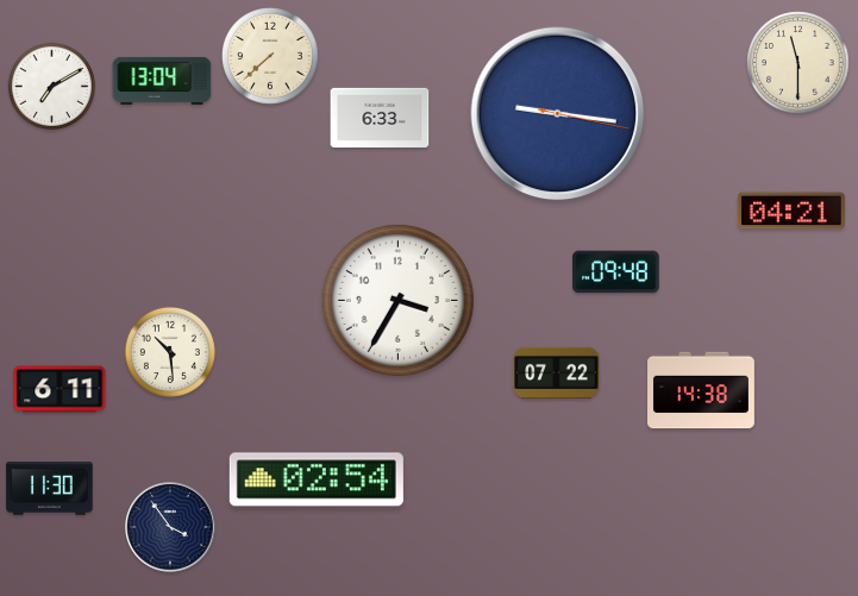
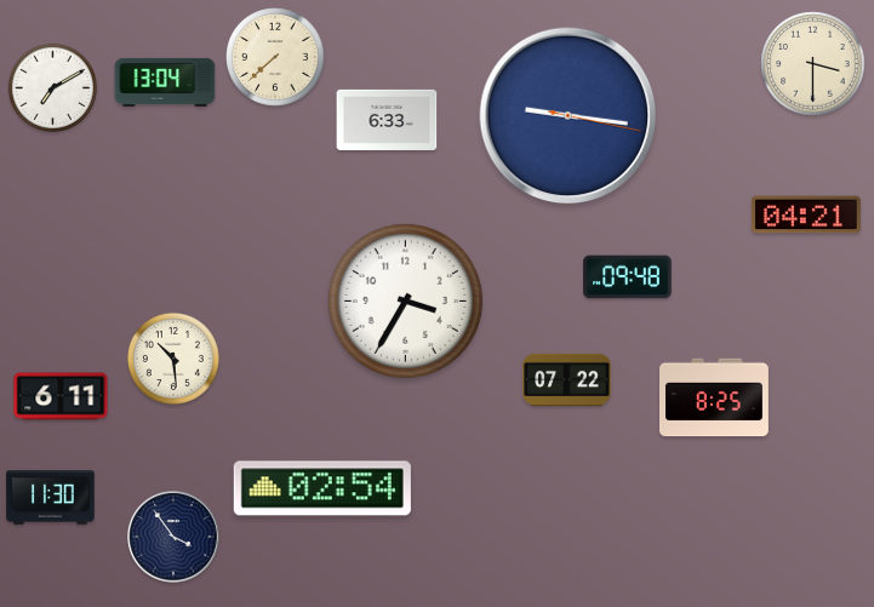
clock at (798, 63): 11:30 -> 3:30
clock at (397, 300) position: (397, 300) -> (405, 300)
clock at (702, 390): 14:38 -> 8:25
